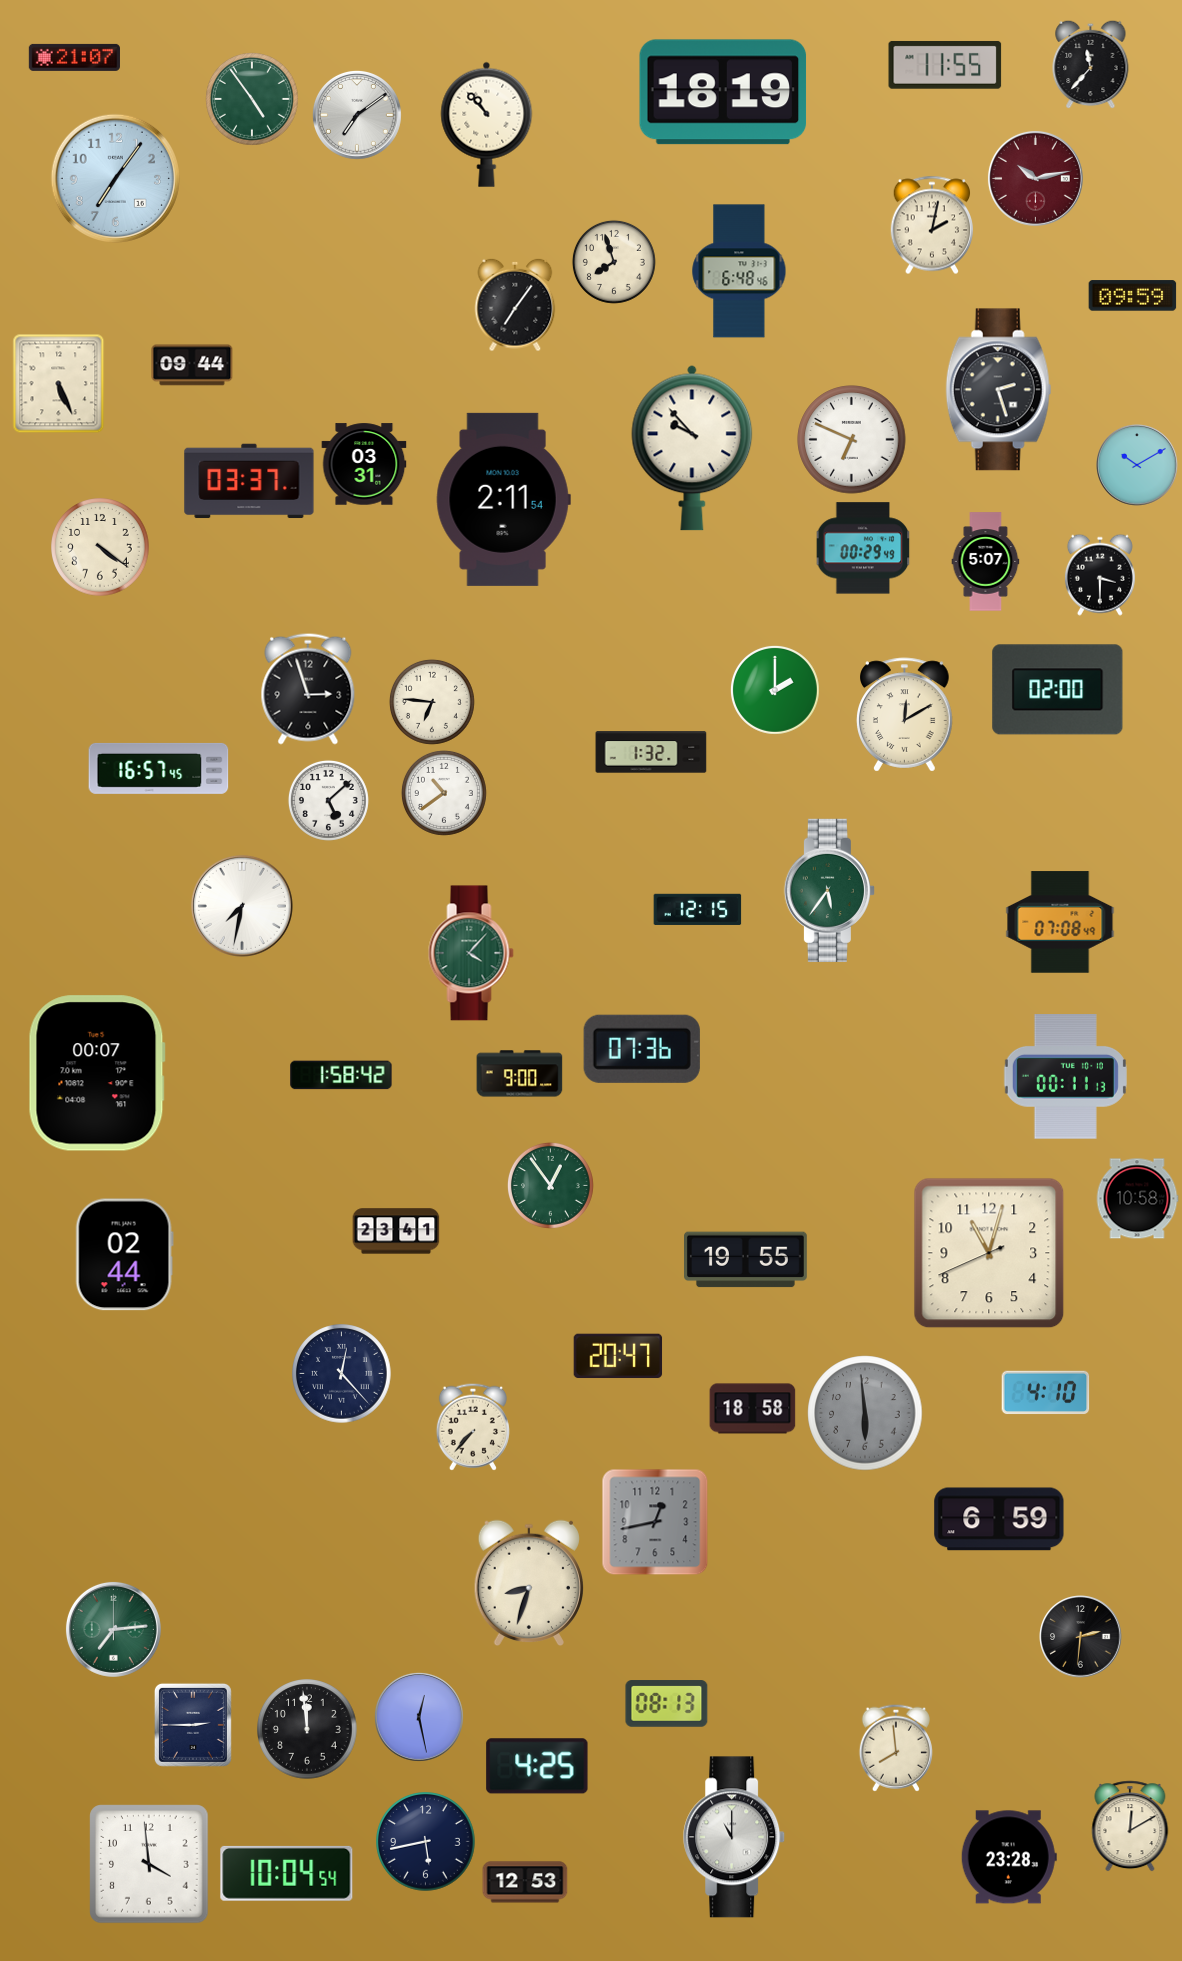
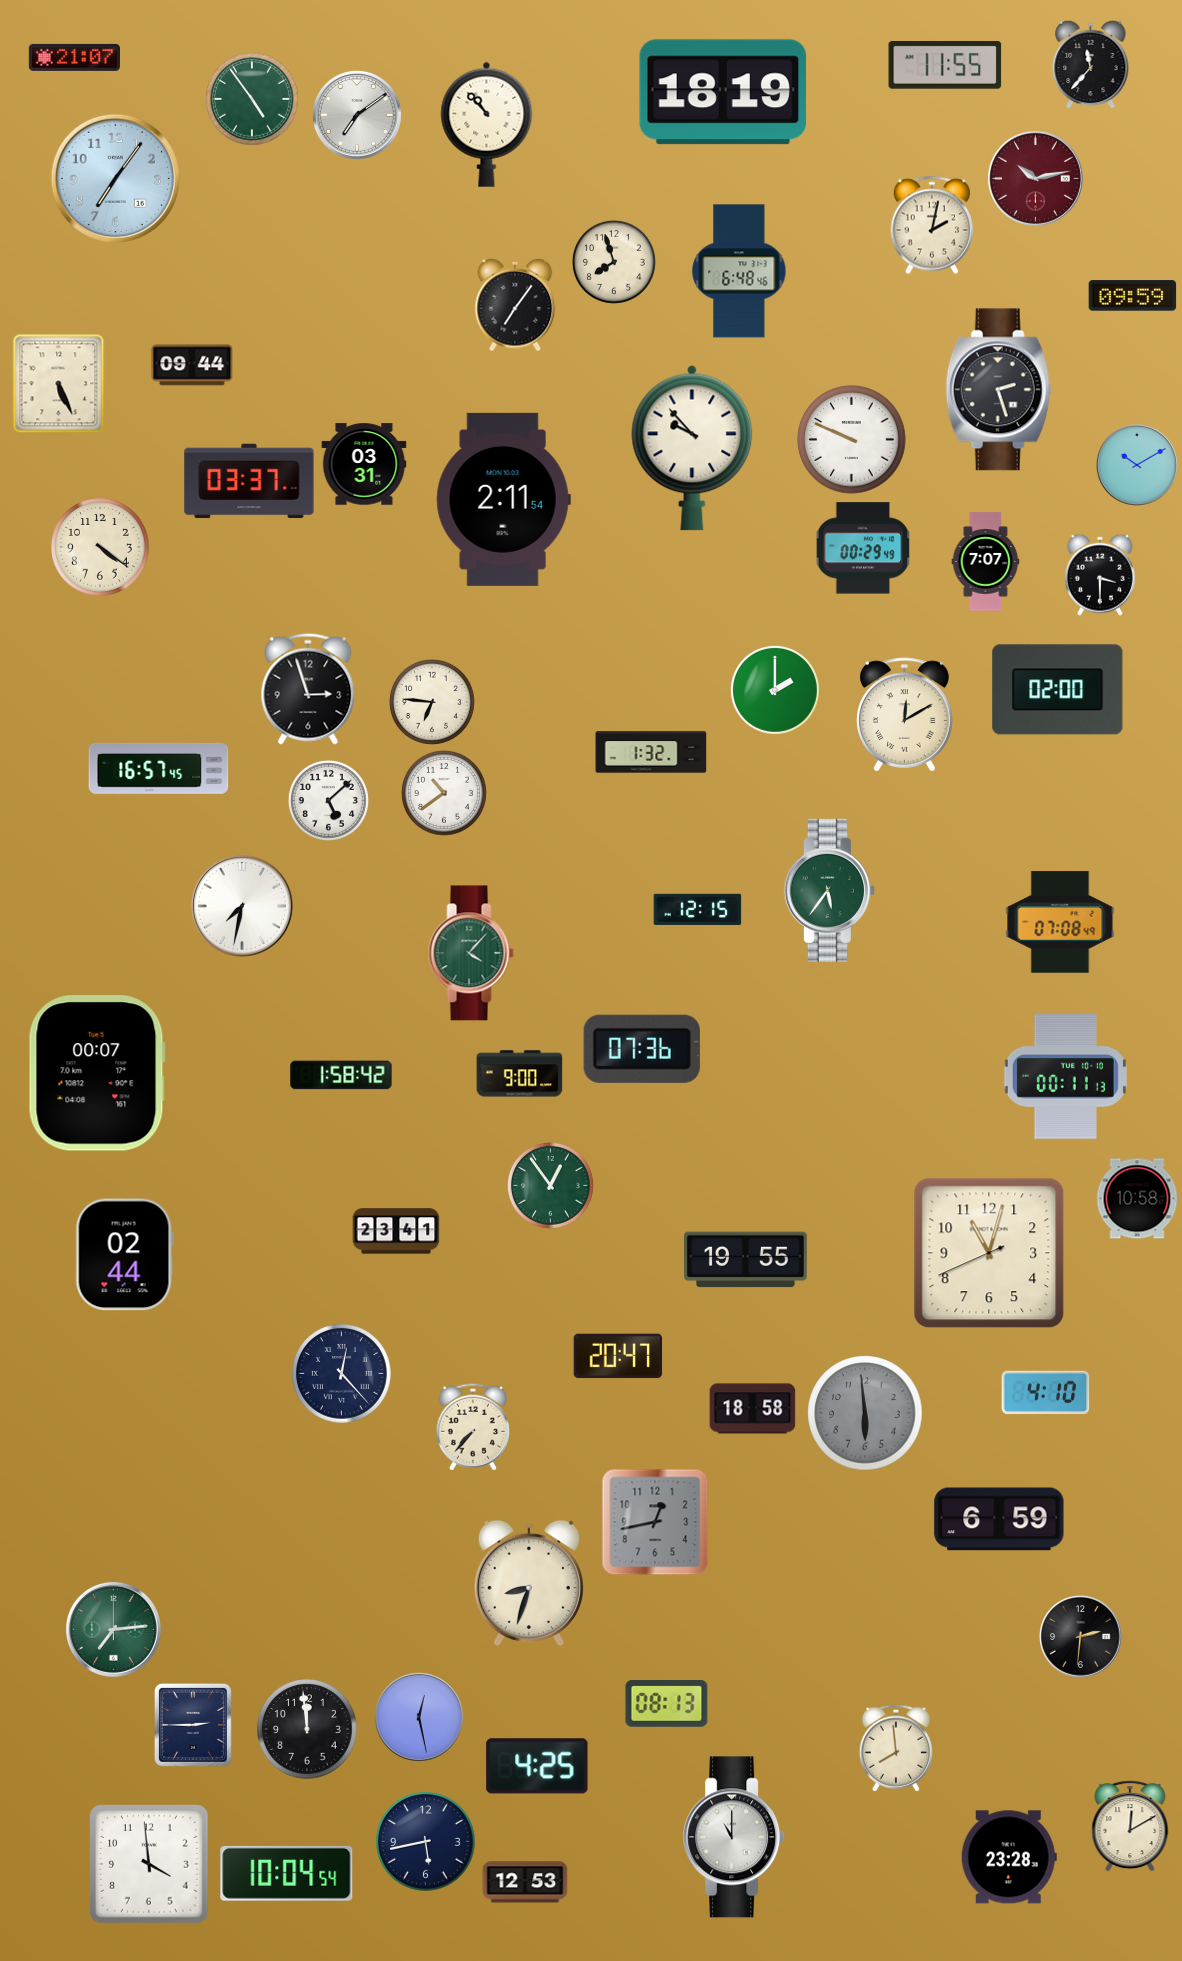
clock at (852, 440): 6:49 -> 9:49
clock at (986, 562): 5:07 -> 7:07
